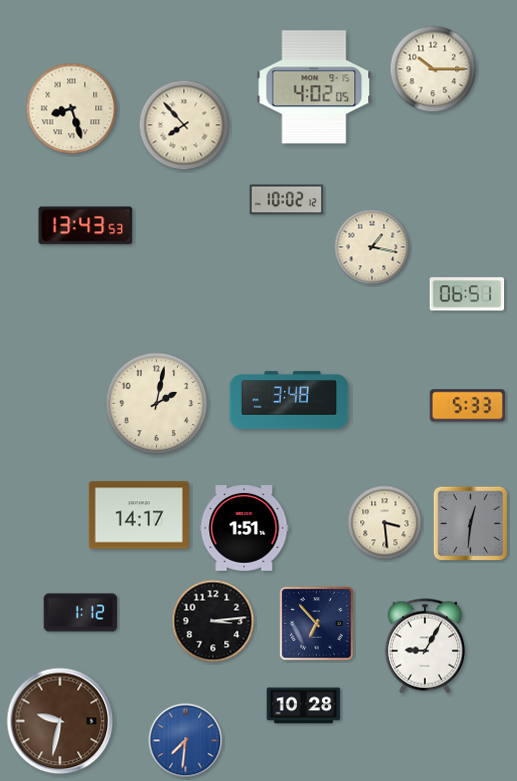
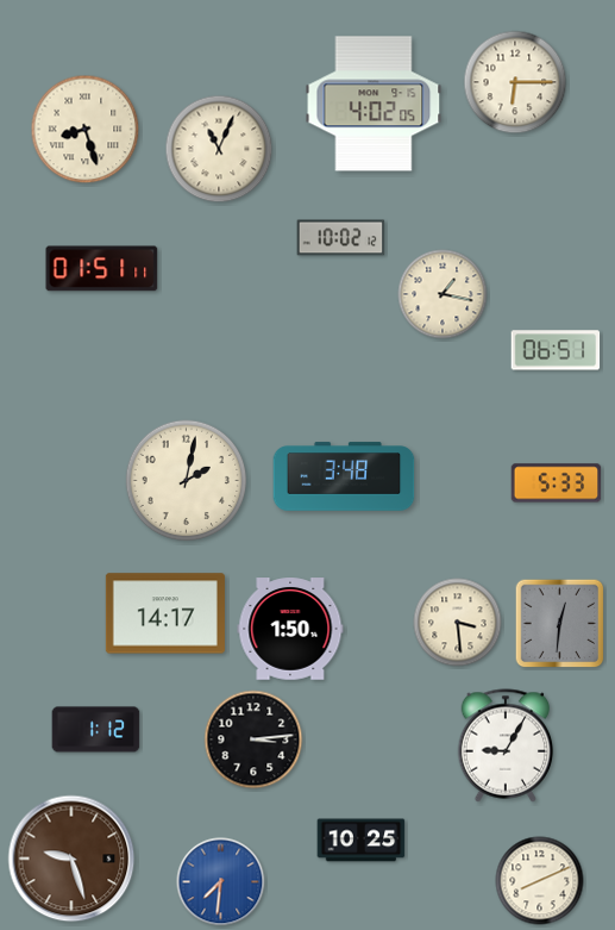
clock at (433, 69): 10:15 -> 6:15
clock at (184, 125): 7:53 -> 11:04
clock at (86, 226): 13:43 -> 01:51
clock at (244, 528): 1:51 -> 1:50
clock at (317, 624): 6:53 -> none
clock at (425, 646) position: (425, 646) -> (506, 745)
clock at (304, 706): 10:28 -> 10:25
clock at (60, 721): 9:32 -> 9:27
clock at (540, 881): none -> 8:11
